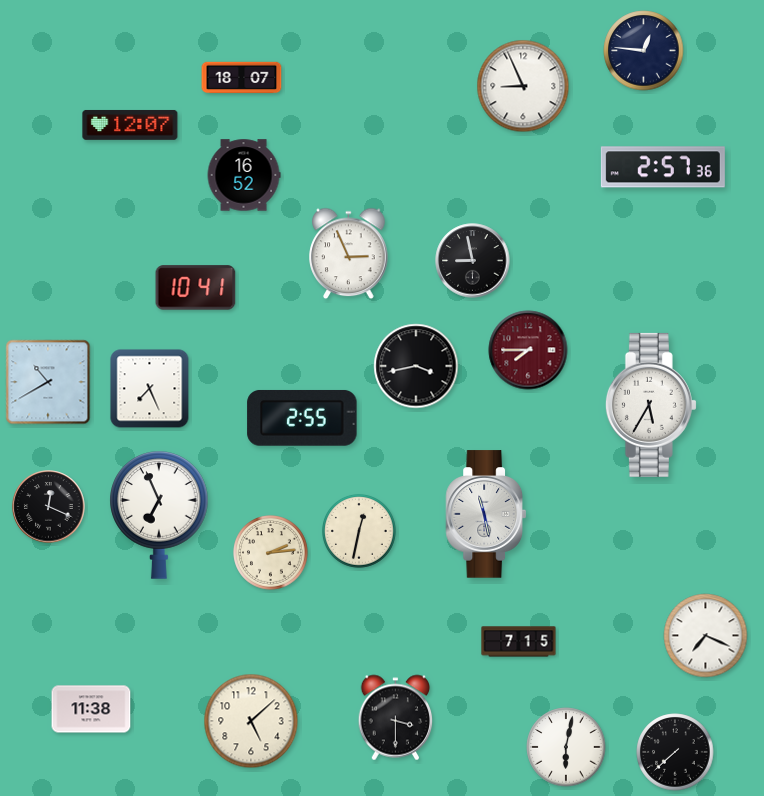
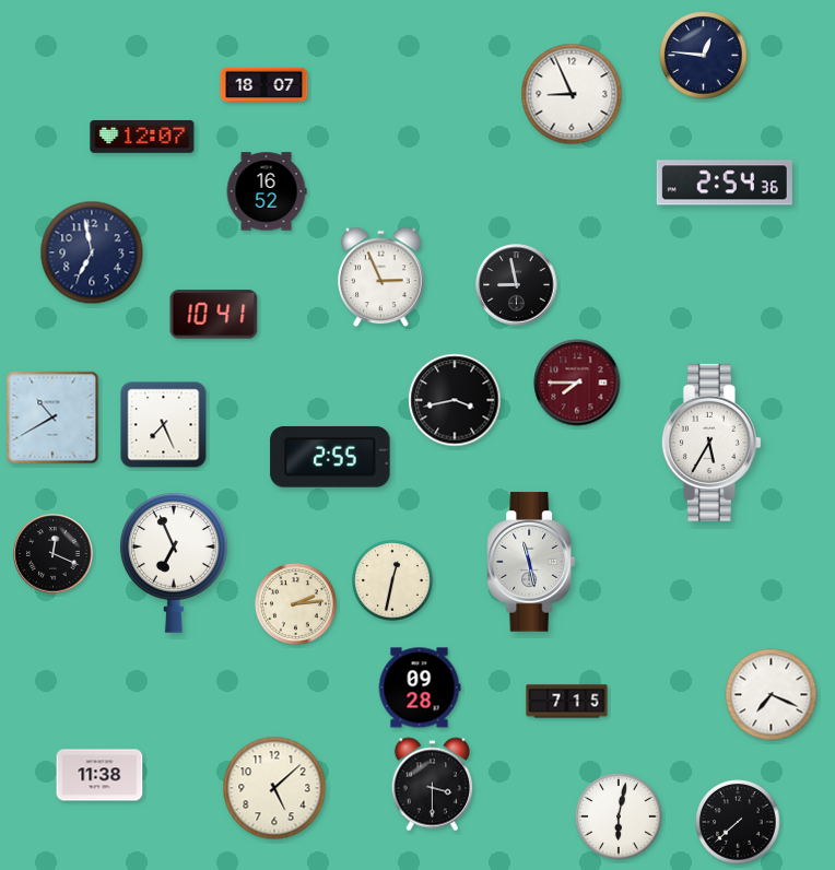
clock at (663, 167): 2:57 -> 2:54
clock at (92, 252): none -> 6:58
clock at (420, 687): none -> 09:28
